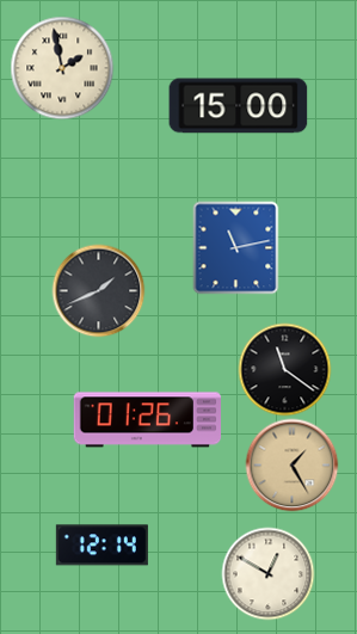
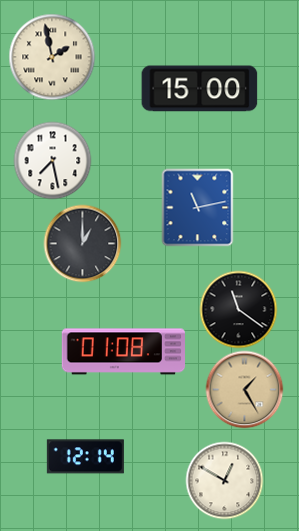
clock at (52, 160): none -> 7:28
clock at (98, 290): 1:41 -> 1:00
clock at (147, 420): 01:26 -> 01:08
